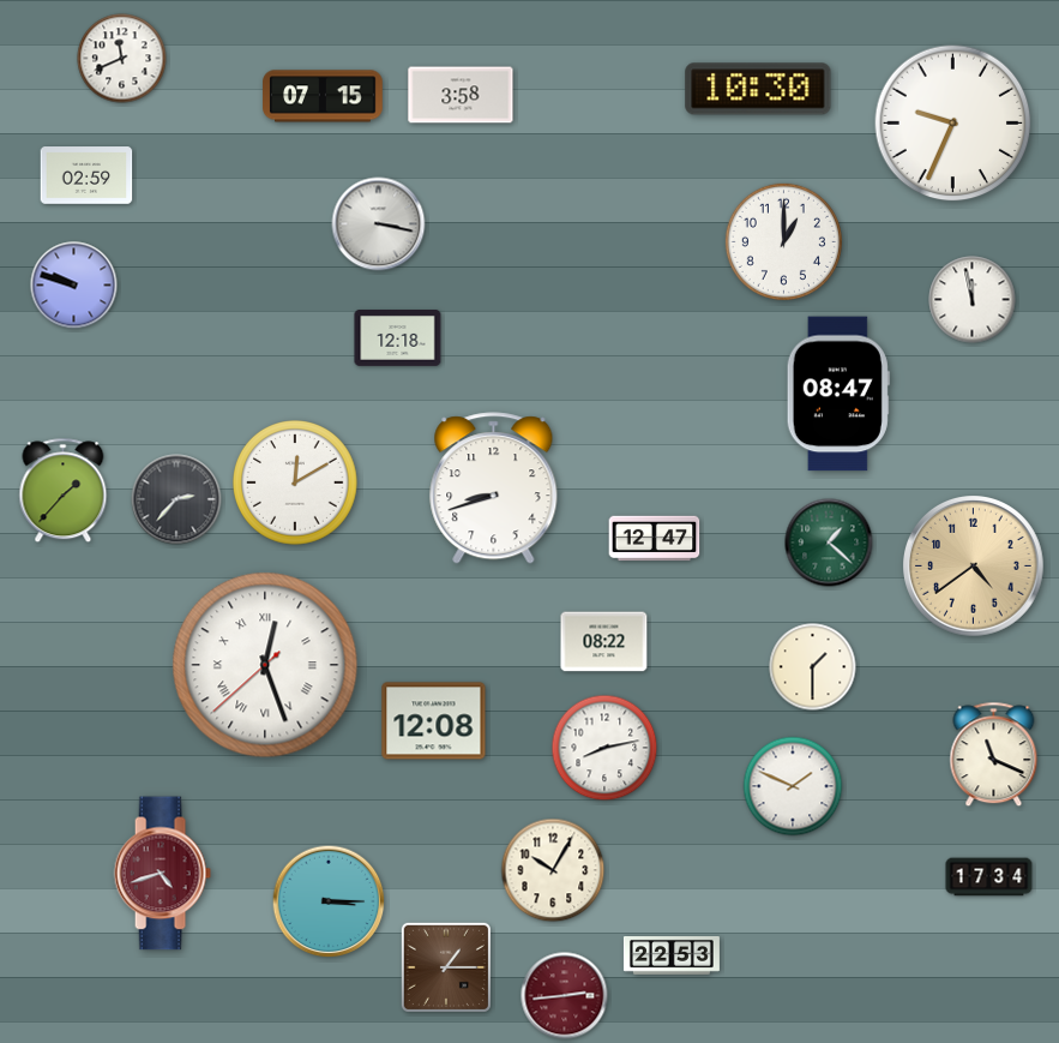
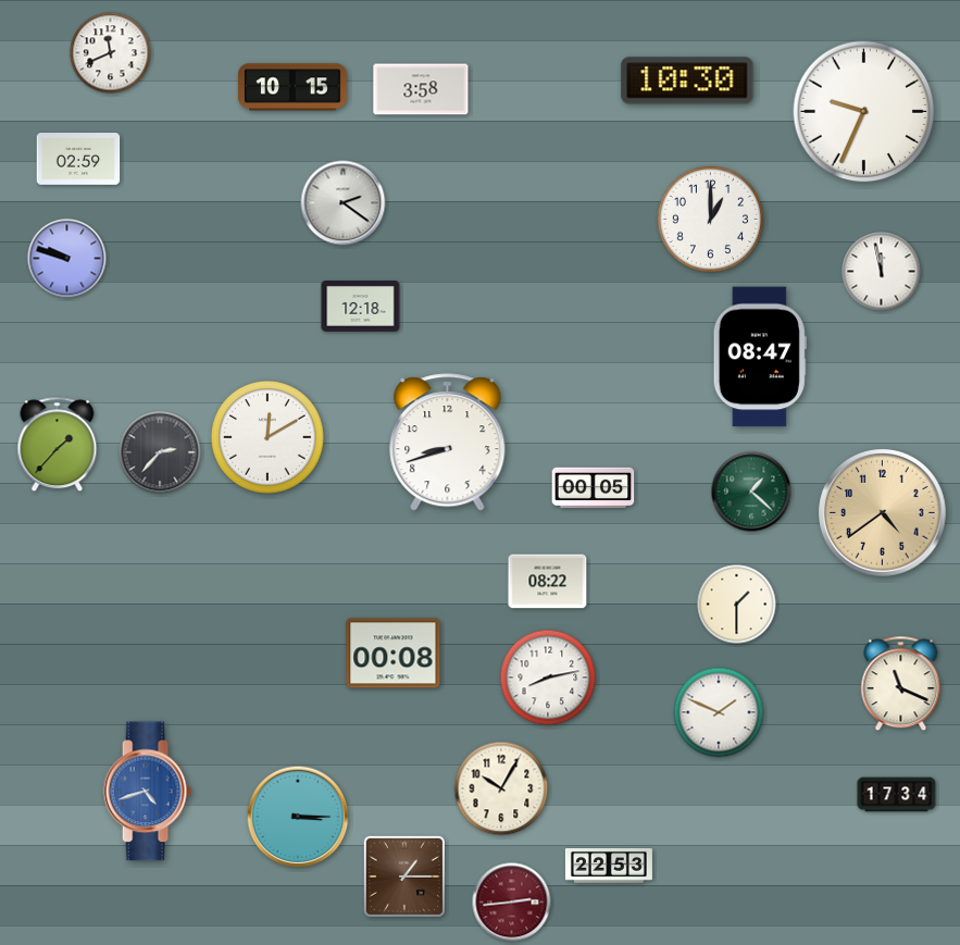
clock at (461, 95) position: (461, 95) -> (421, 89)
clock at (323, 96): 07:15 -> 10:15
clock at (379, 224): 3:17 -> 2:21
clock at (655, 539): 12:47 -> 00:05
clock at (265, 665): 12:26 -> none
clock at (434, 721): 12:08 -> 00:08
clock at (162, 874) dial: burgundy -> blue
